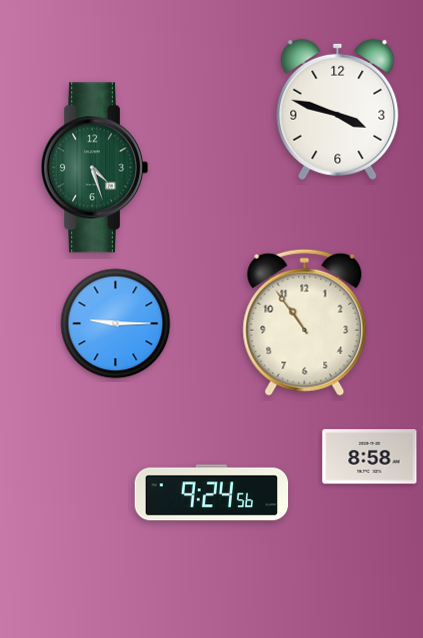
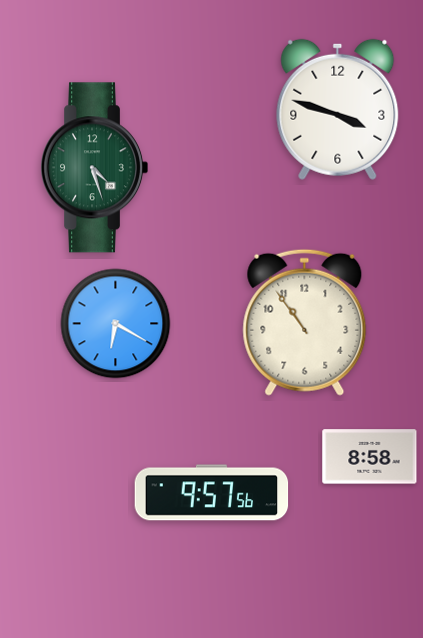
clock at (116, 324): 9:15 -> 6:20
clock at (212, 493): 9:24 -> 9:57
